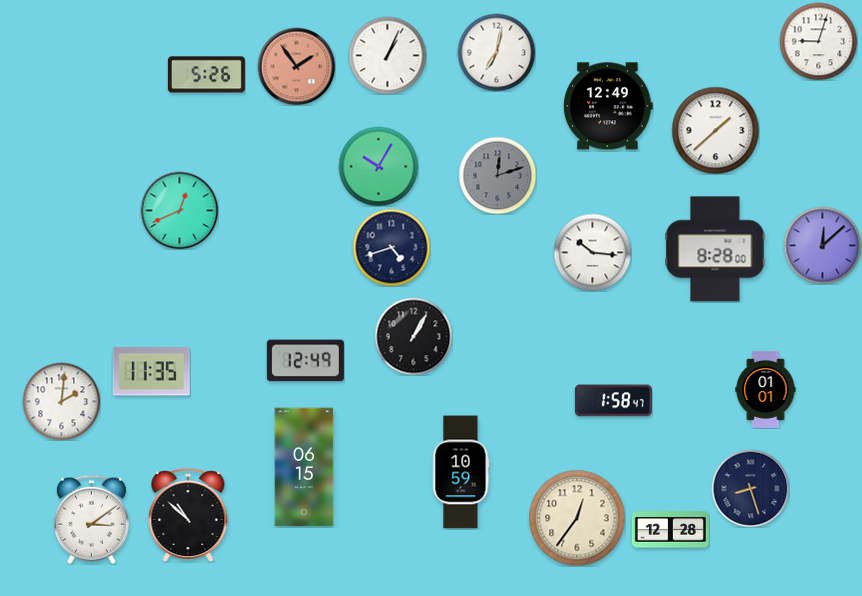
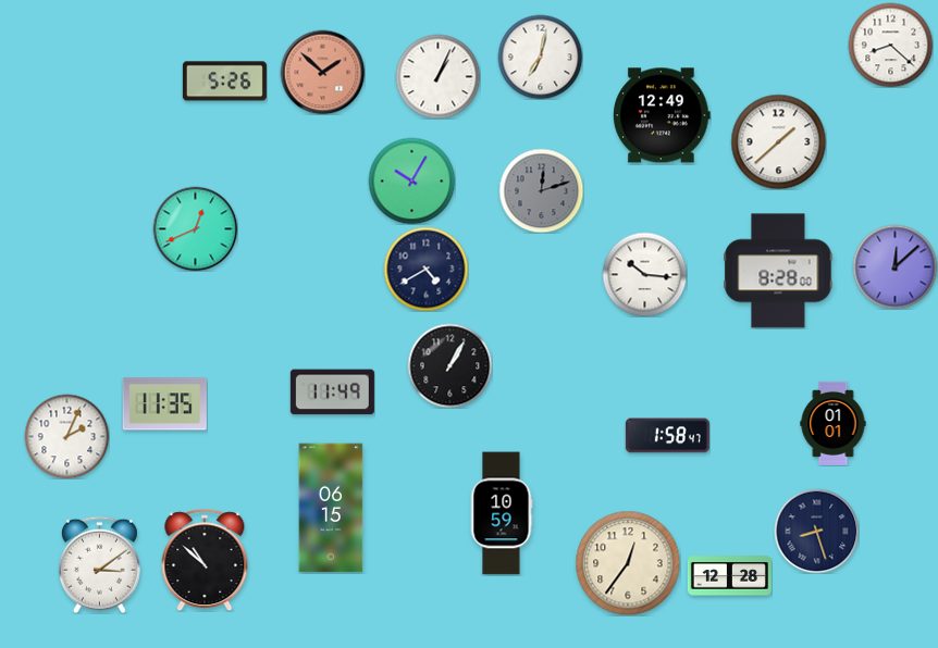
clock at (818, 41): 9:03 -> 8:22
clock at (387, 55) position: (387, 55) -> (437, 76)
clock at (296, 66): 1:54 -> 1:52
clock at (391, 247): 4:42 -> 4:40
clock at (305, 361): 12:49 -> 11:49
clock at (61, 401): 2:01 -> 2:04
